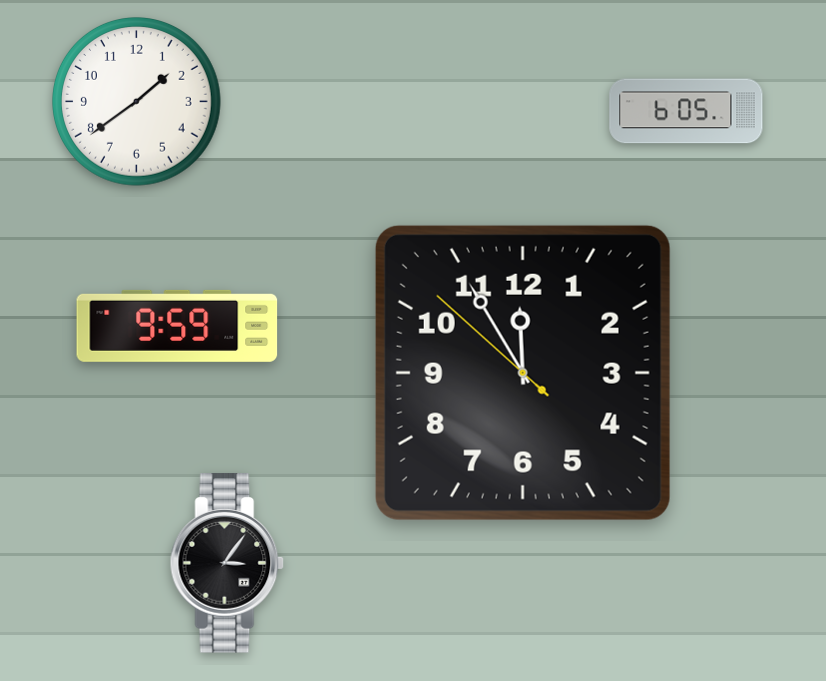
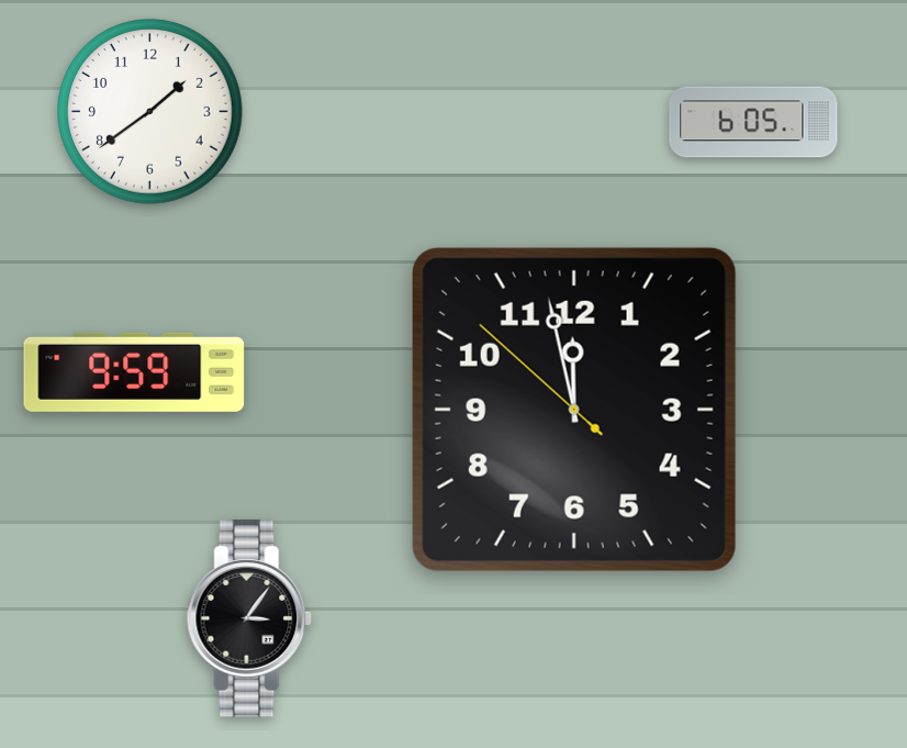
clock at (177, 326) position: (177, 326) -> (134, 372)
clock at (523, 373): 11:54 -> 11:57
